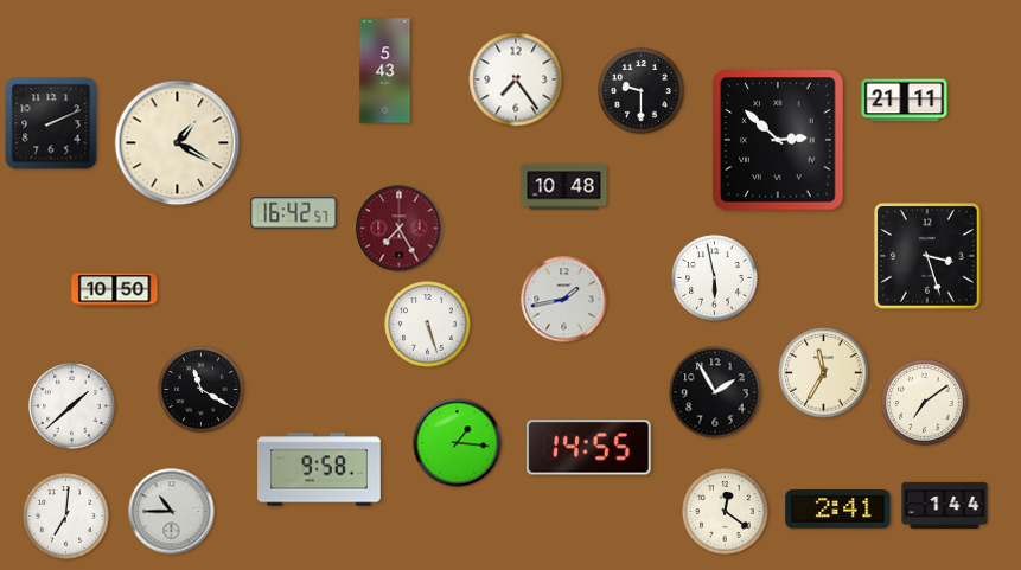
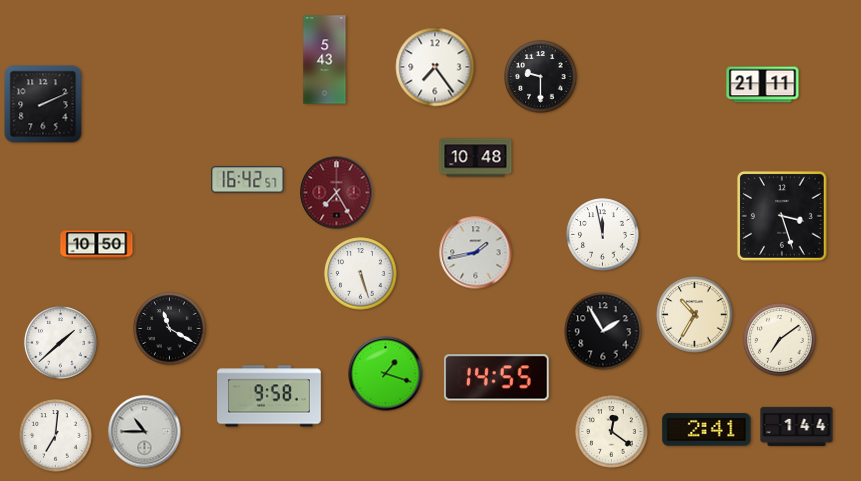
clock at (778, 140): 2:52 -> none
clock at (178, 143): 1:20 -> none
clock at (715, 278): 5:58 -> 11:58
clock at (824, 373): 11:35 -> 10:35
clock at (458, 443): 1:16 -> 1:18
